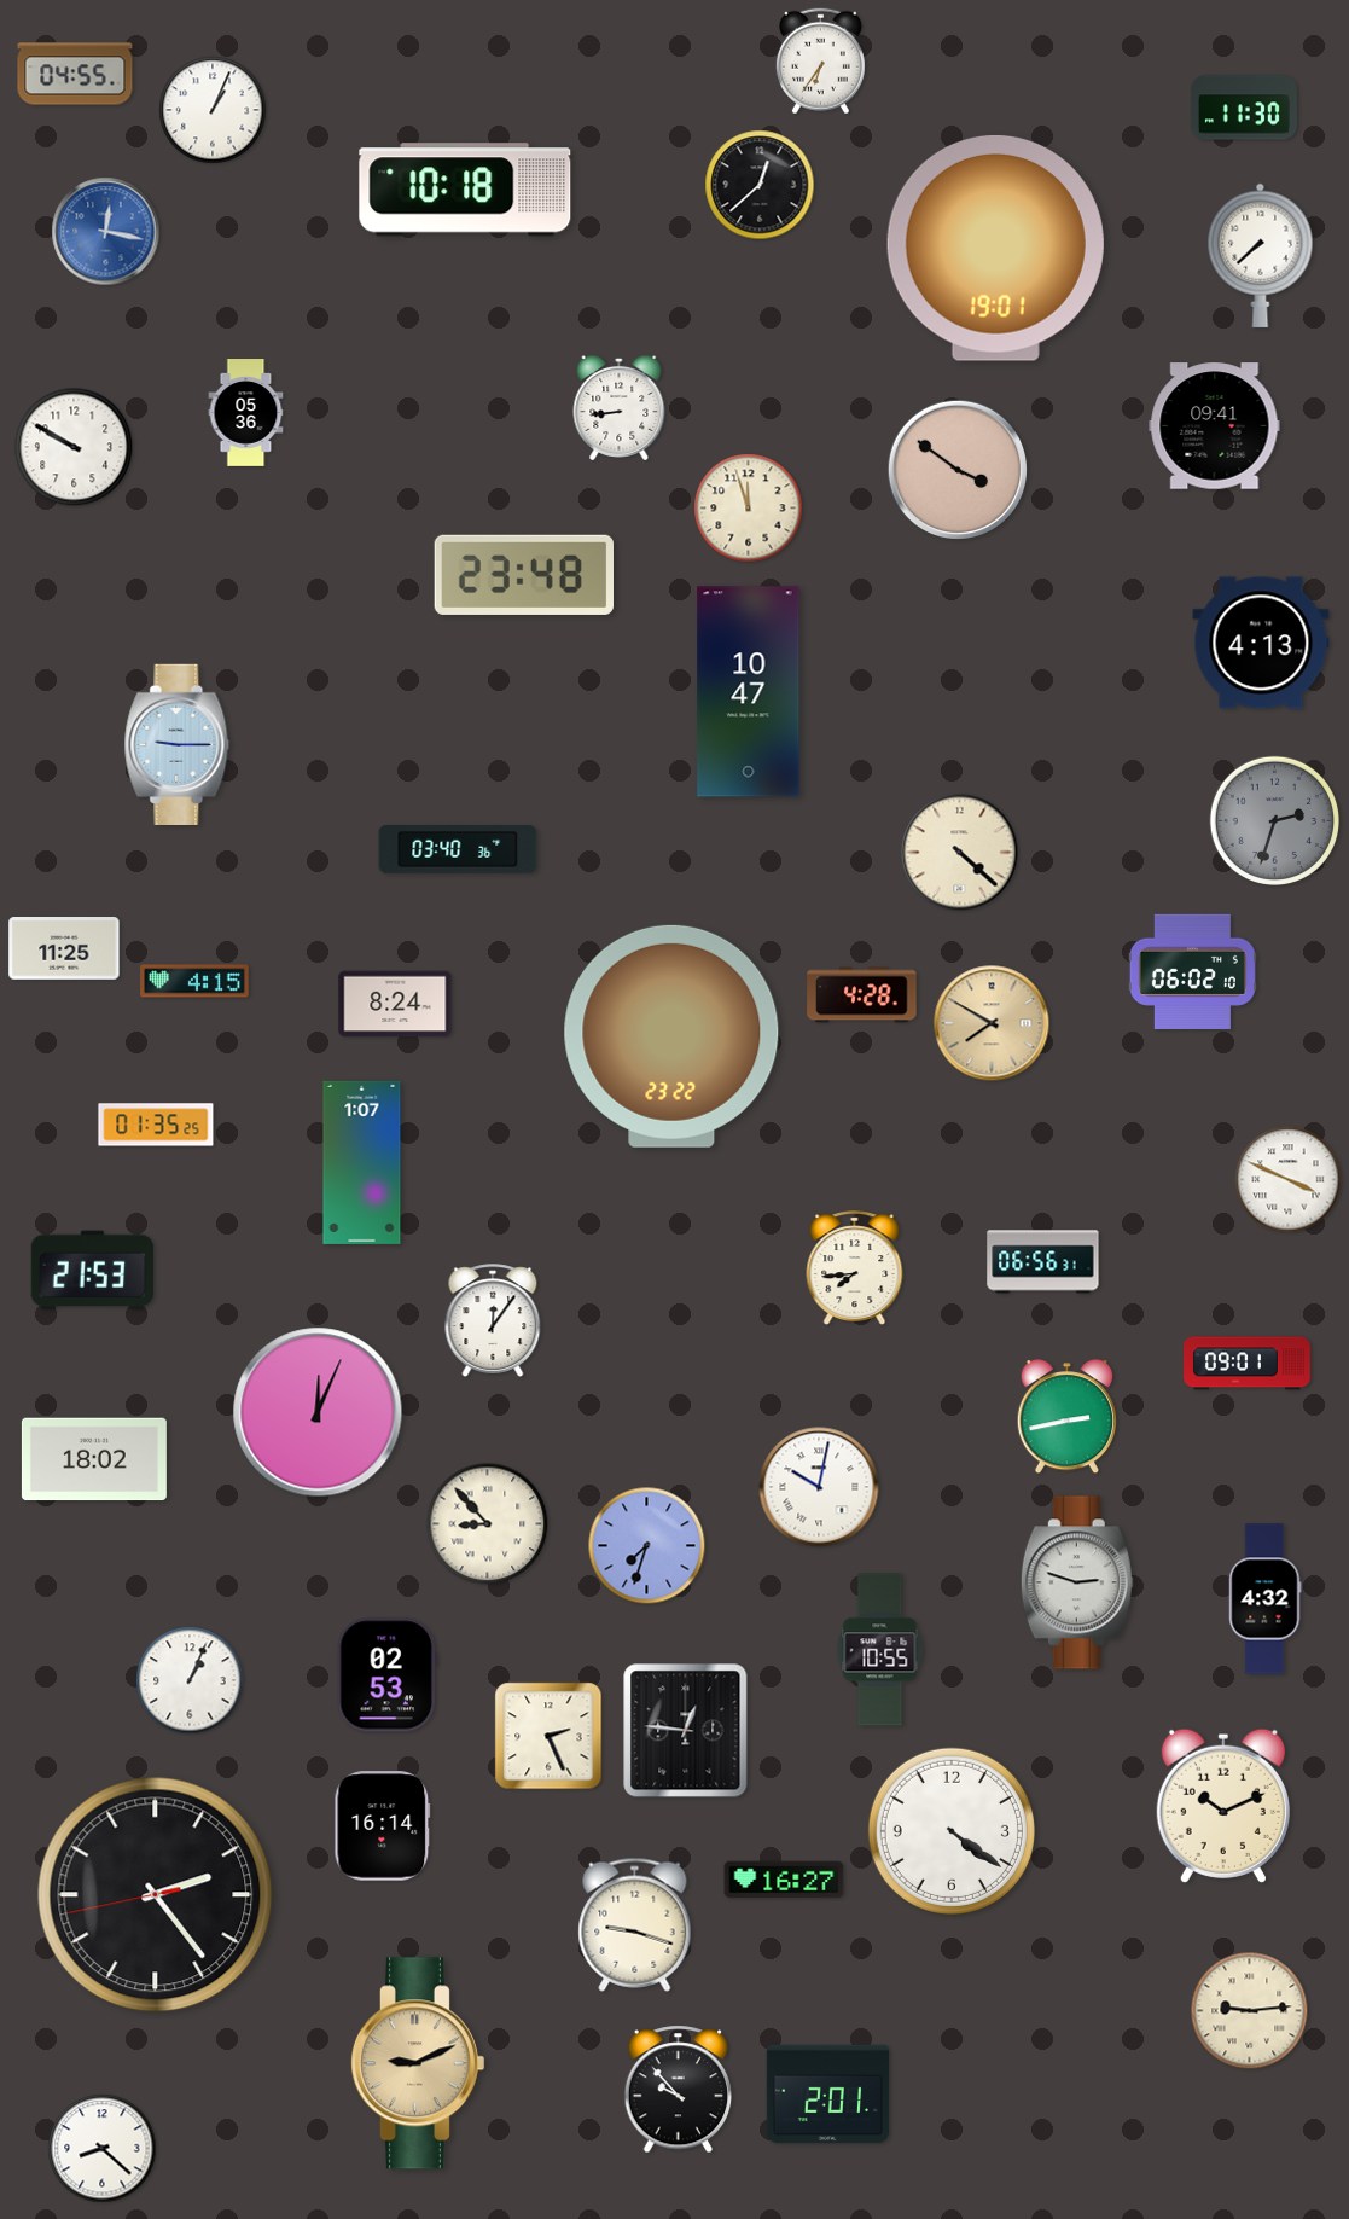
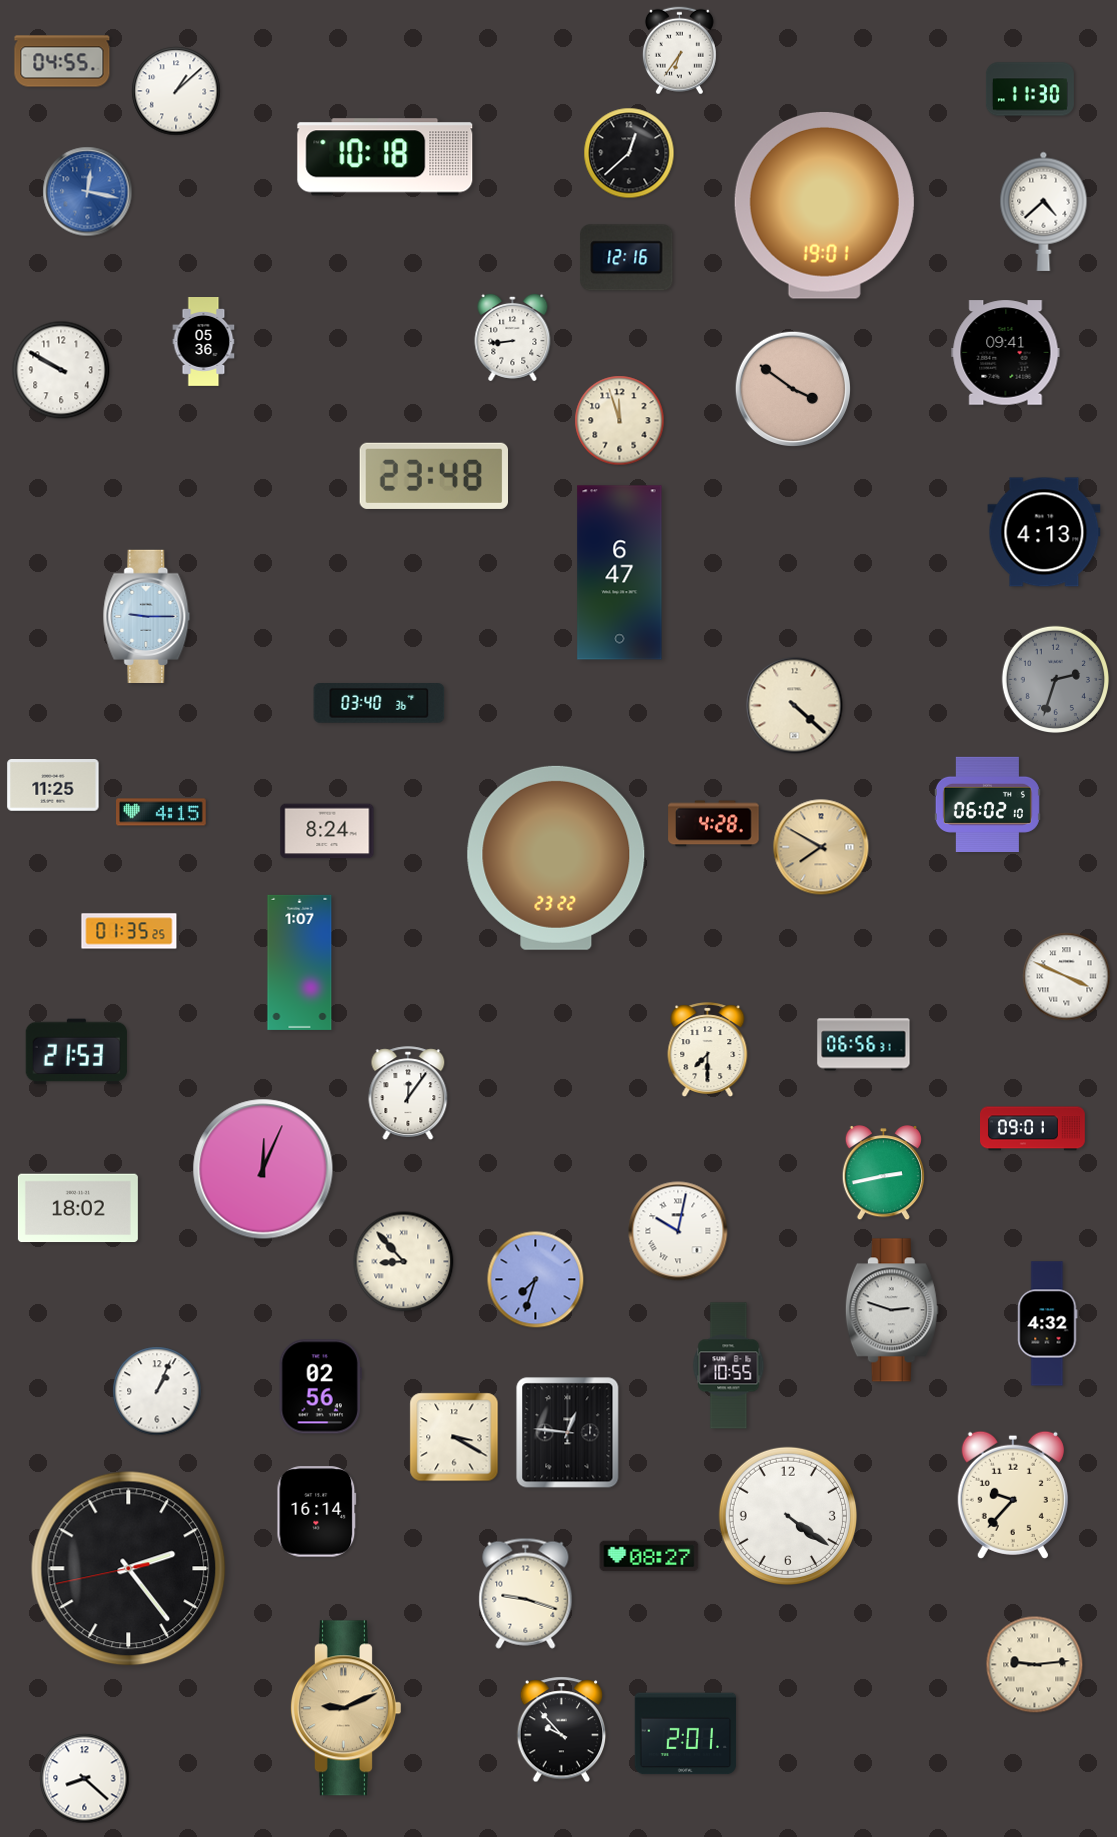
clock at (213, 110): 1:04 -> 1:08
clock at (1261, 255): 7:38 -> 4:38
clock at (627, 258): none -> 12:16
clock at (749, 692): 10:47 -> 6:47
clock at (855, 1267): 7:44 -> 7:30
clock at (386, 1675): 02:53 -> 02:56
clock at (548, 1736): 2:26 -> 3:20
clock at (1223, 1806): 10:11 -> 9:37
clock at (784, 1880): 16:27 -> 08:27
